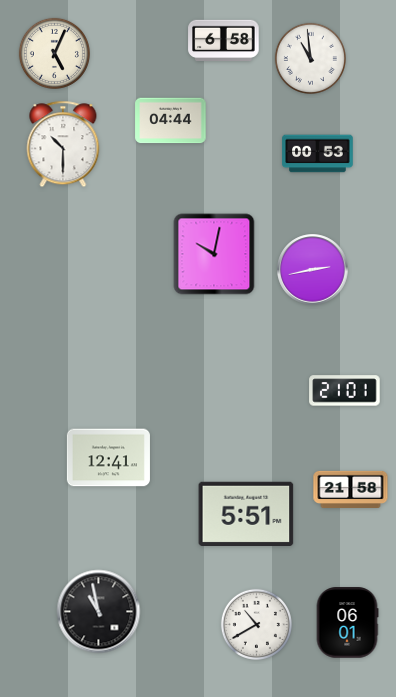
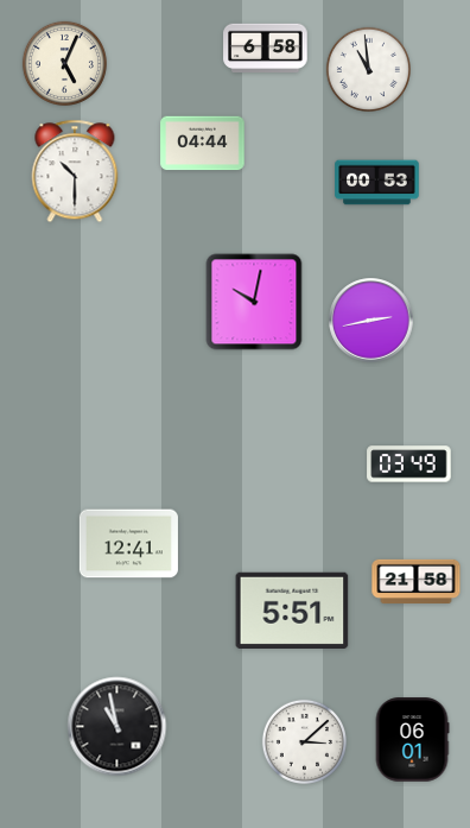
clock at (345, 391): 21:01 -> 03:49
clock at (256, 624): 10:40 -> 3:08
